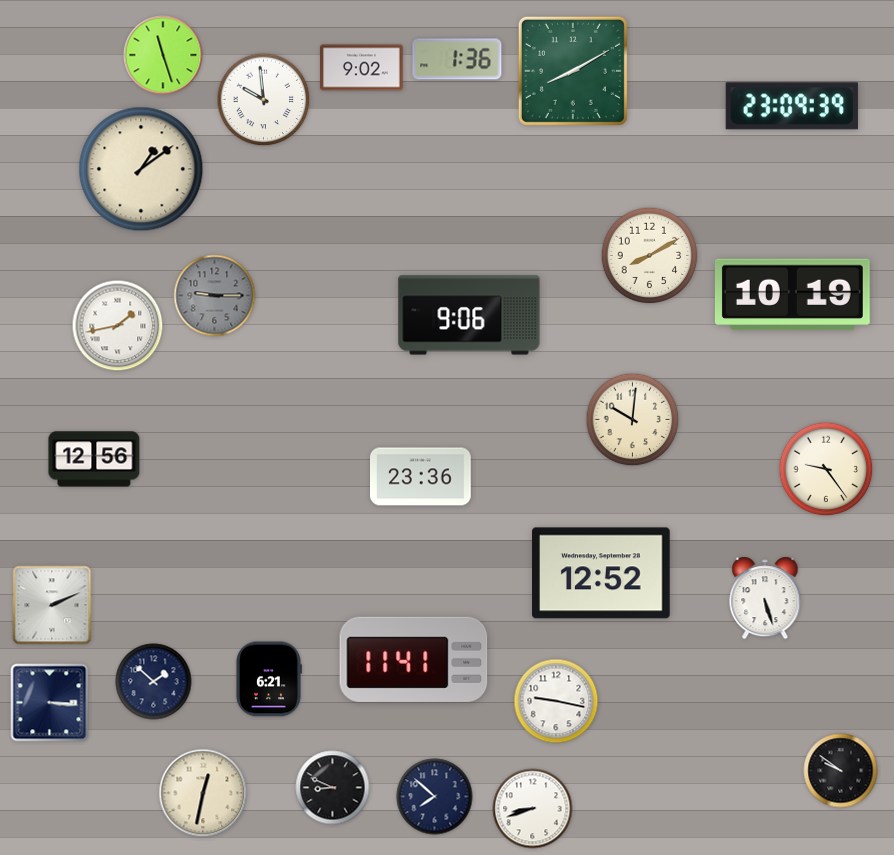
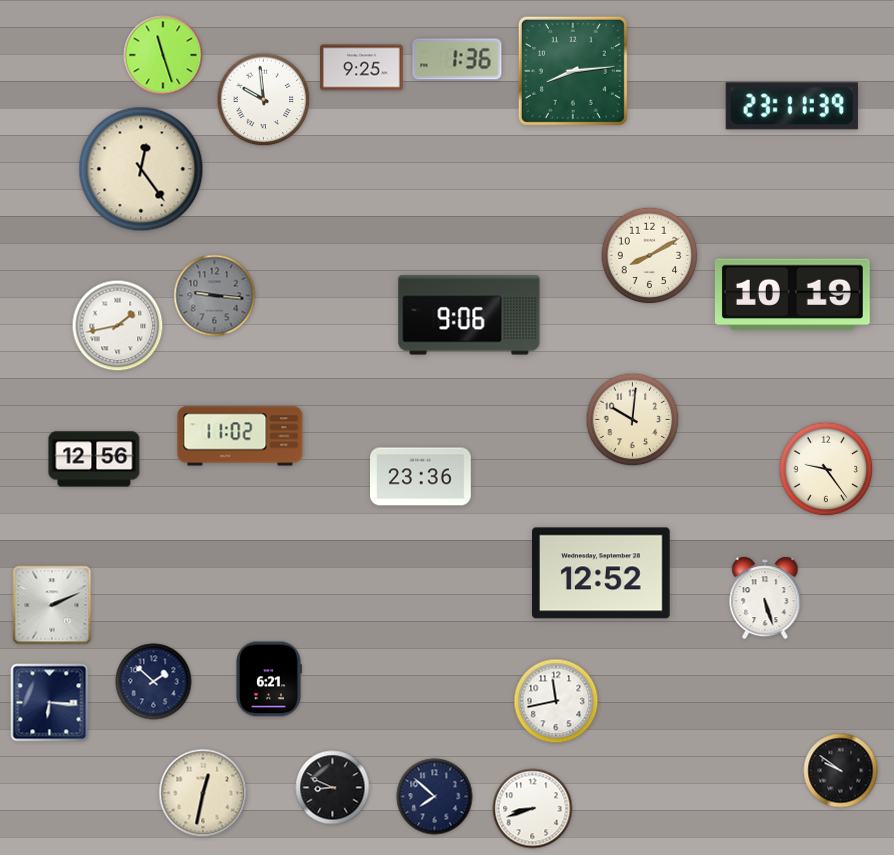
clock at (362, 68): 9:02 -> 9:25
clock at (573, 71): 8:10 -> 8:14
clock at (792, 106): 23:09 -> 23:11
clock at (141, 169): 1:09 -> 12:24
clock at (215, 296): 9:15 -> 9:16
clock at (240, 436): none -> 11:02
clock at (414, 659): 11:41 -> none
clock at (556, 701): 9:17 -> 11:43
clock at (50, 703): 3:16 -> 6:16
